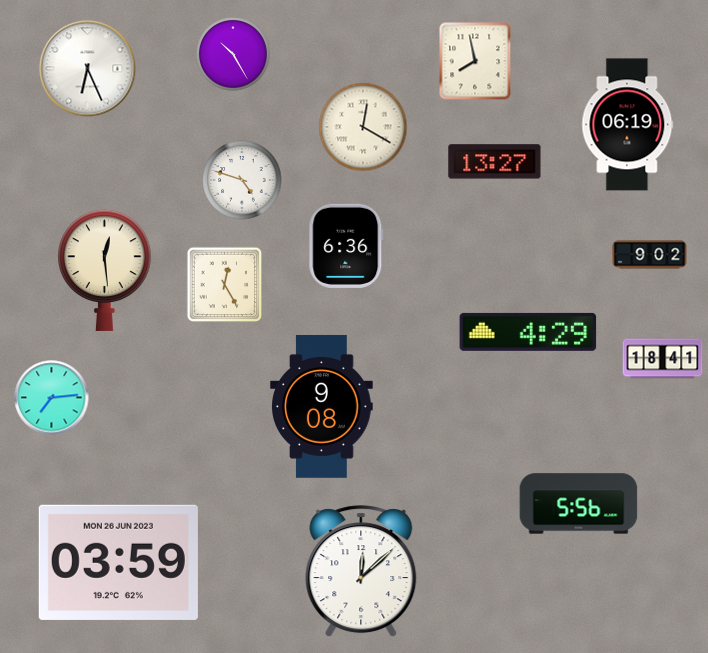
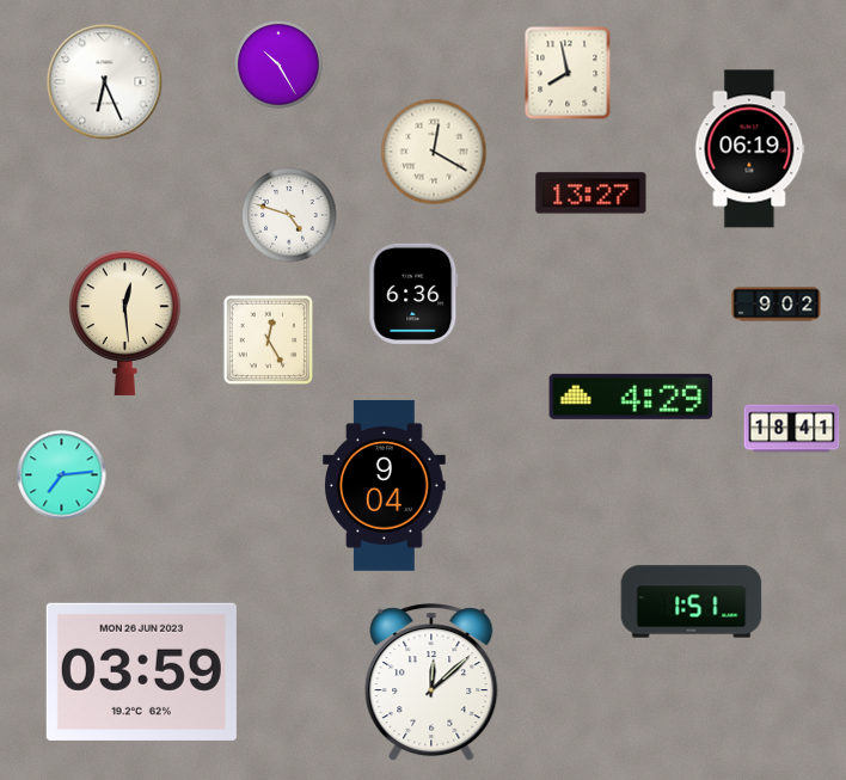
clock at (322, 406): 9:08 -> 9:04
clock at (579, 504): 5:56 -> 1:51
